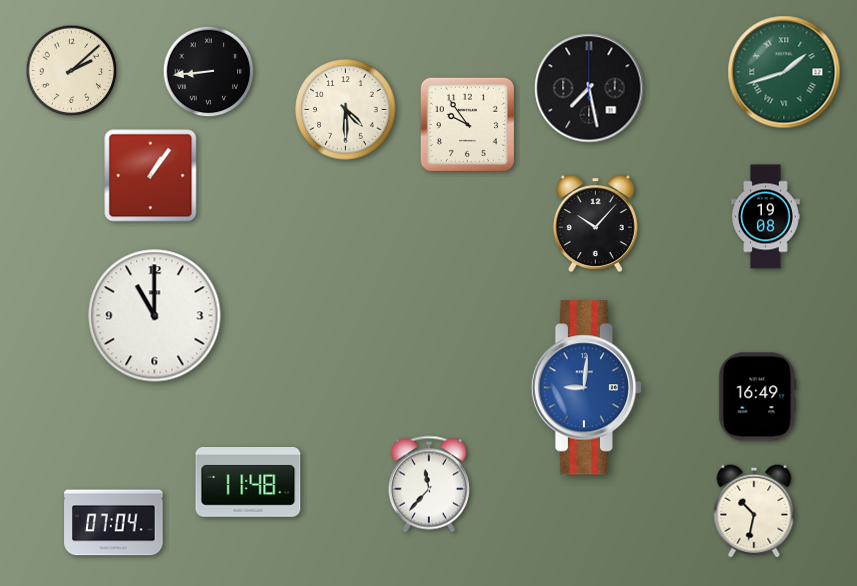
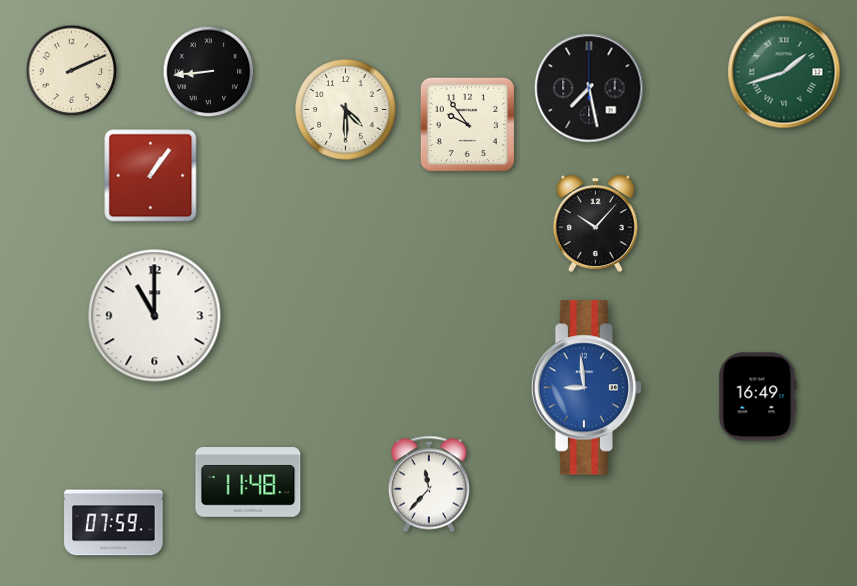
clock at (72, 71): 2:08 -> 2:11
clock at (766, 217): 19:08 -> none
clock at (587, 388): 9:01 -> 8:59
clock at (754, 511): 10:32 -> none
clock at (114, 523): 07:04 -> 07:59
